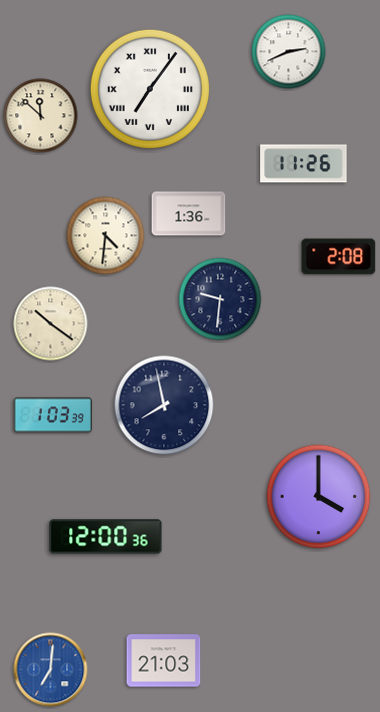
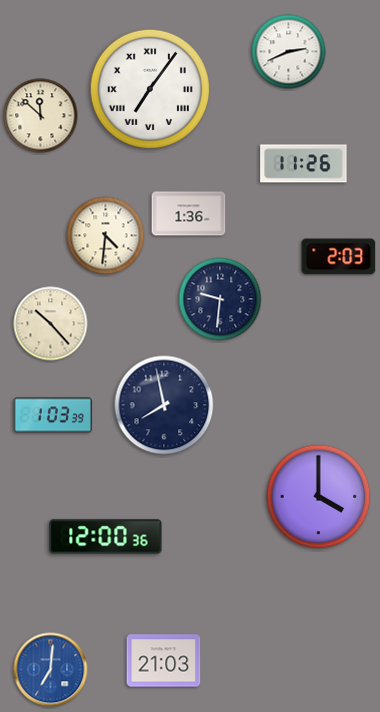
clock at (339, 257): 2:08 -> 2:03
clock at (51, 324): 10:21 -> 10:23
